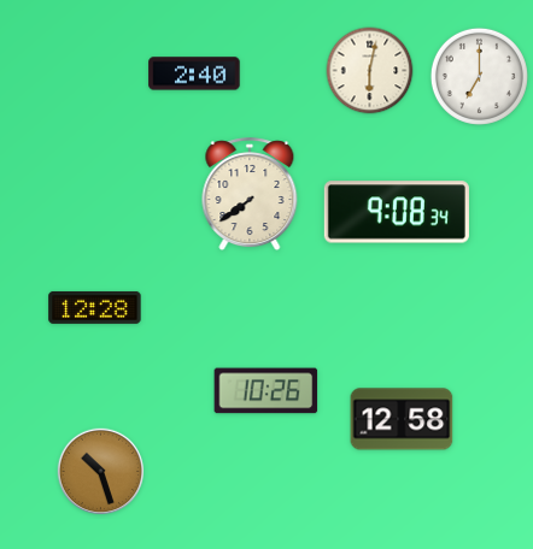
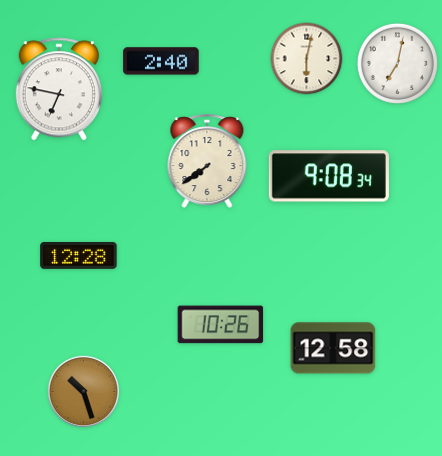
clock at (479, 76): 7:00 -> 7:02
clock at (59, 89): none -> 6:47
